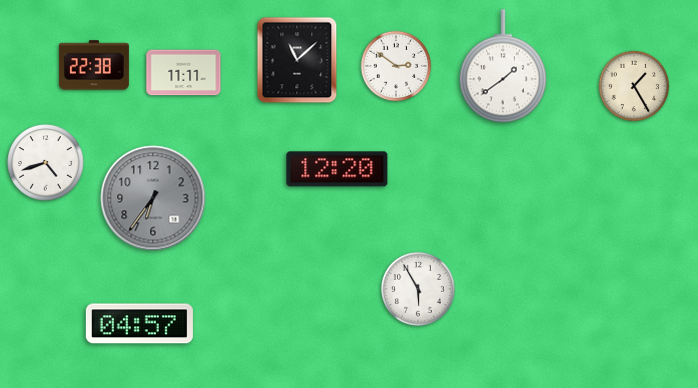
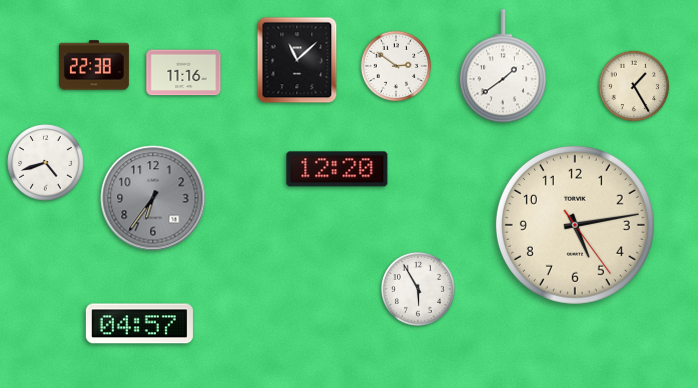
clock at (184, 73): 11:11 -> 11:16
clock at (575, 225): none -> 5:13
